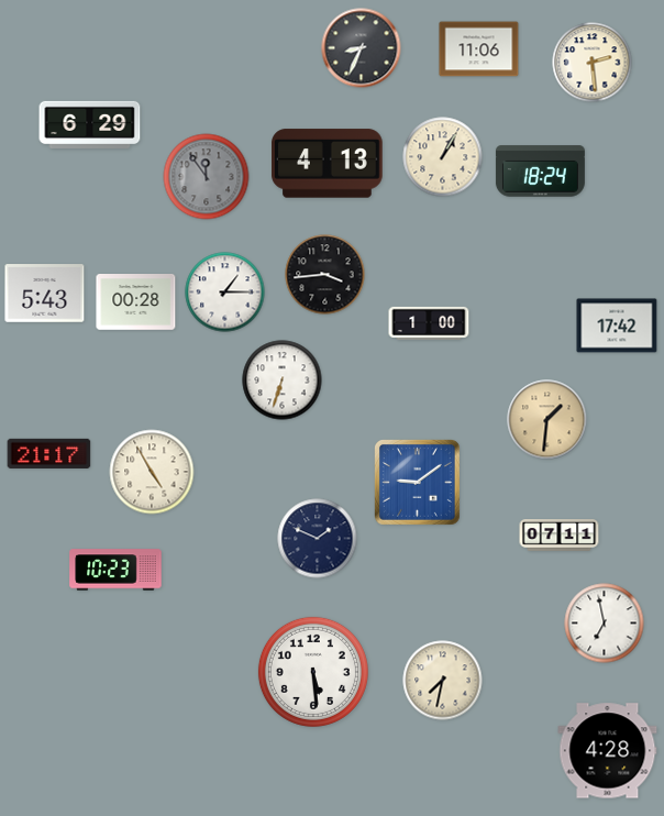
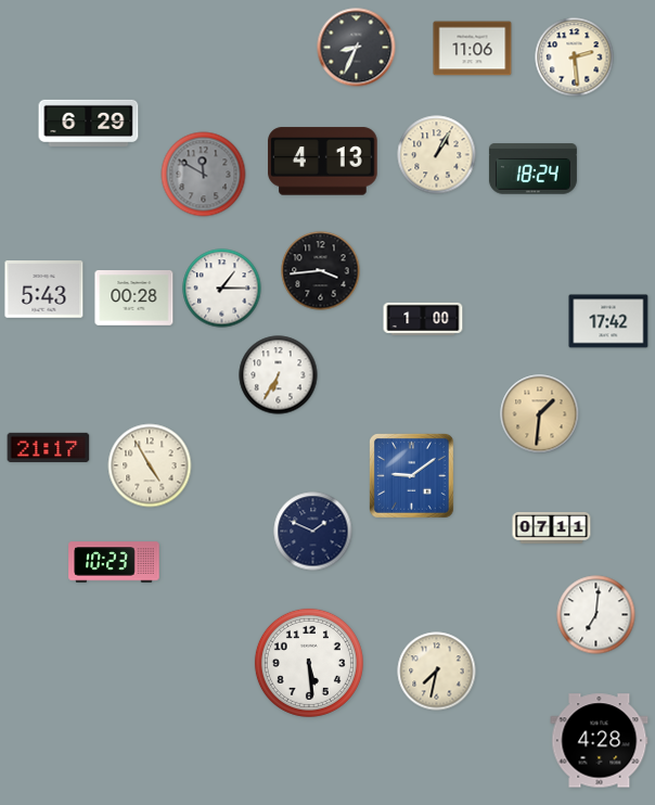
clock at (593, 63) position: (593, 63) -> (575, 58)
clock at (207, 177): 11:54 -> 11:50
clock at (283, 381): 6:33 -> 6:35
clock at (605, 624): 6:58 -> 7:01
